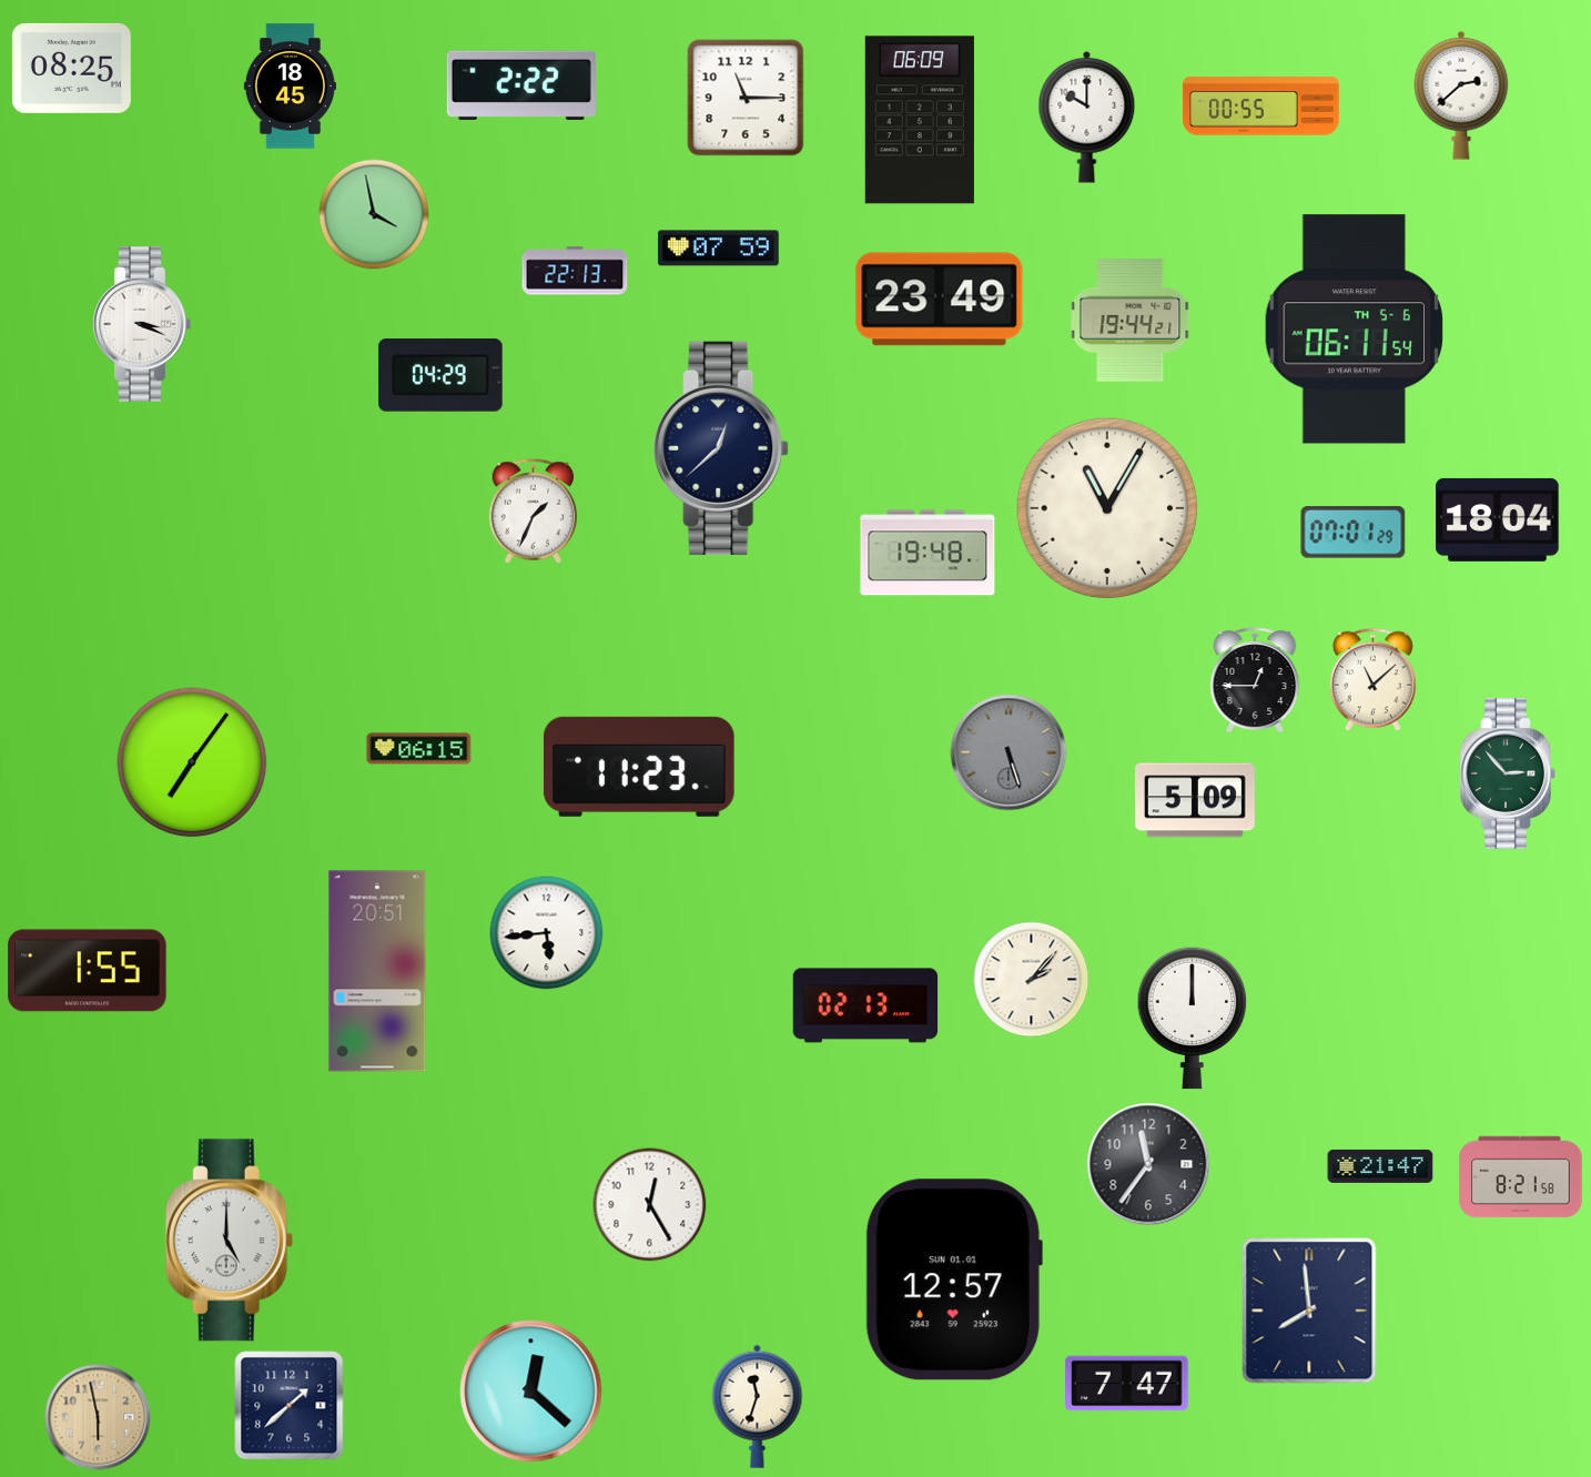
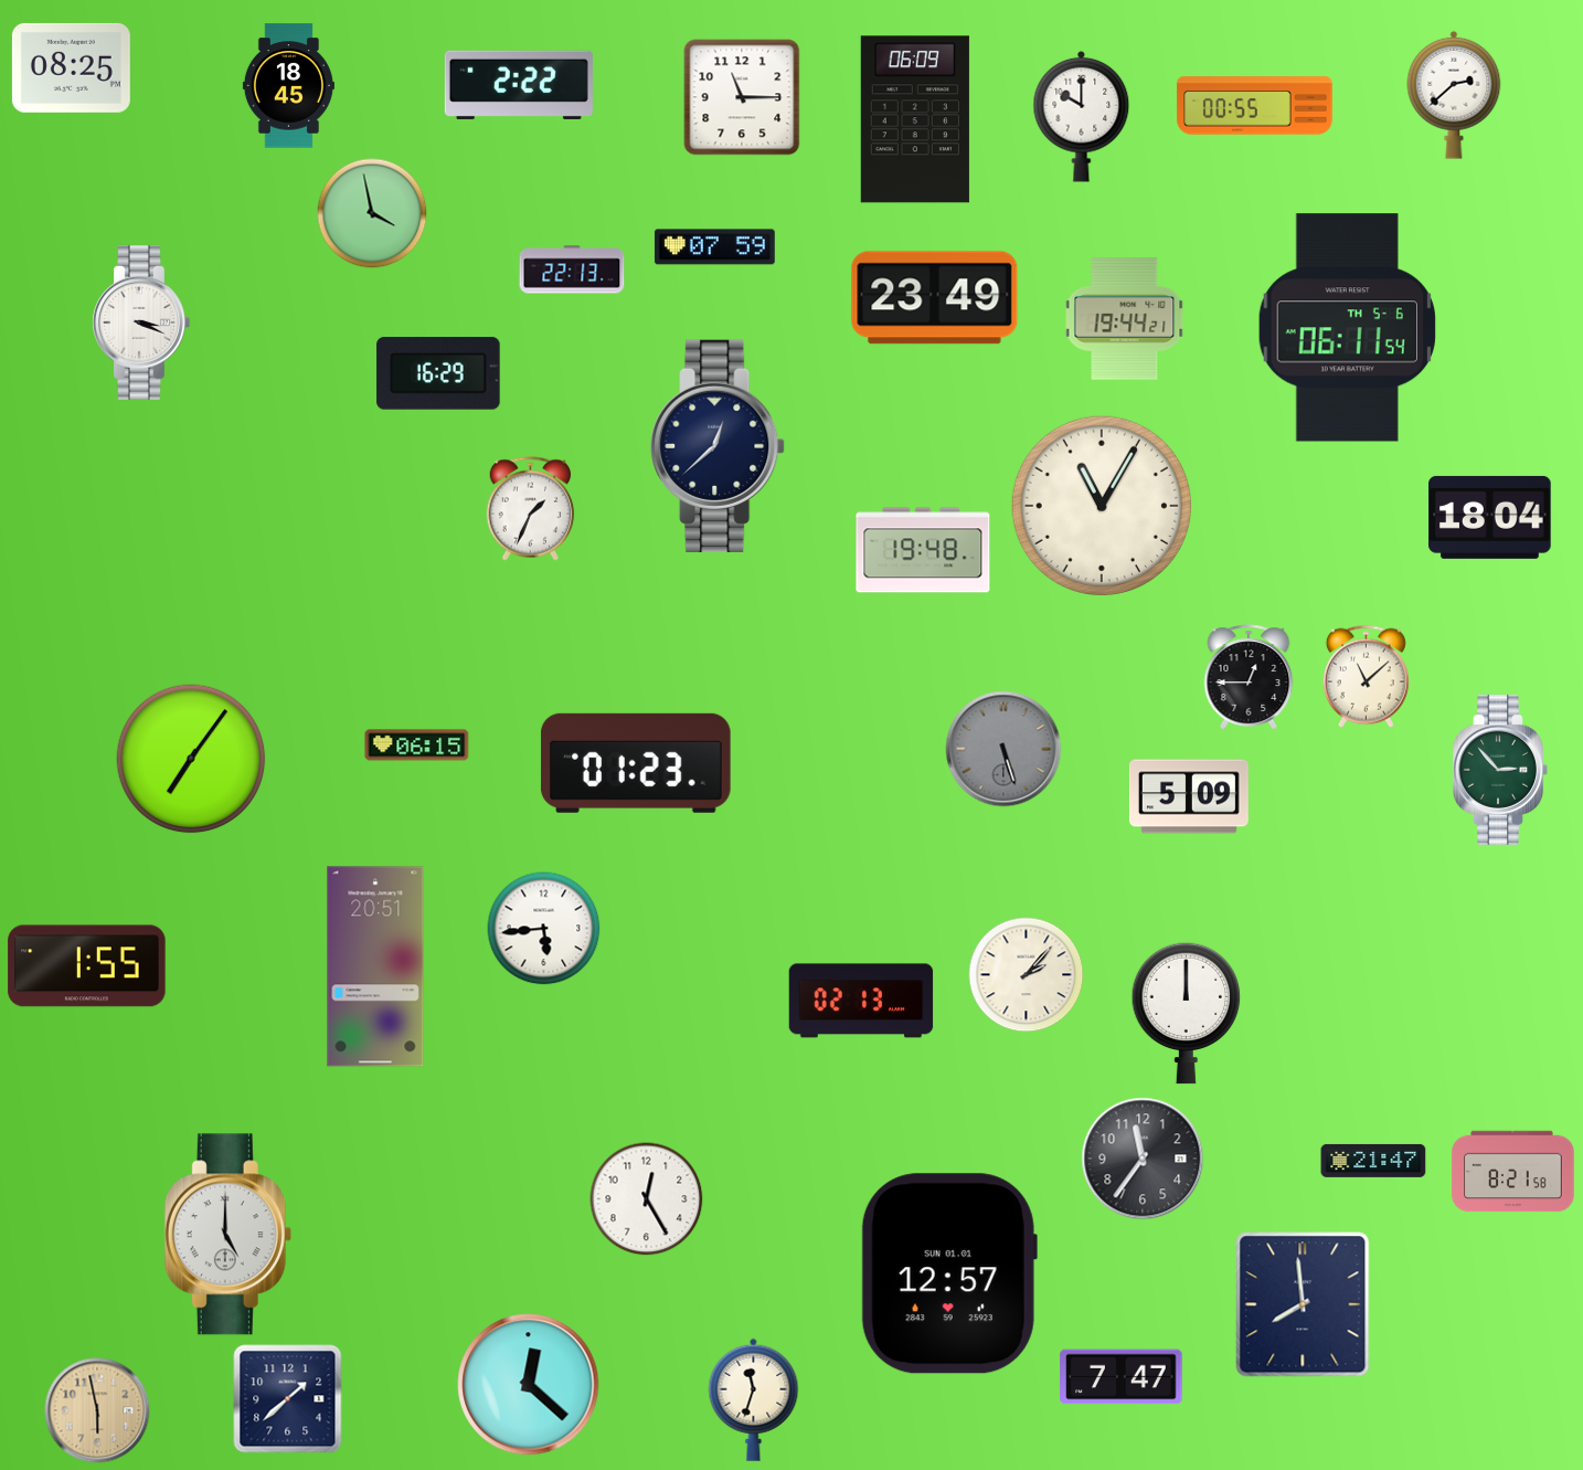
clock at (440, 375): 04:29 -> 16:29
clock at (1354, 533): 07:01 -> none
clock at (639, 767): 11:23 -> 01:23
